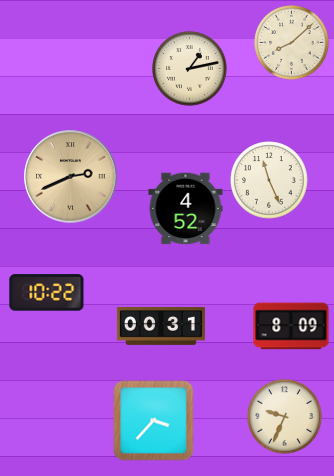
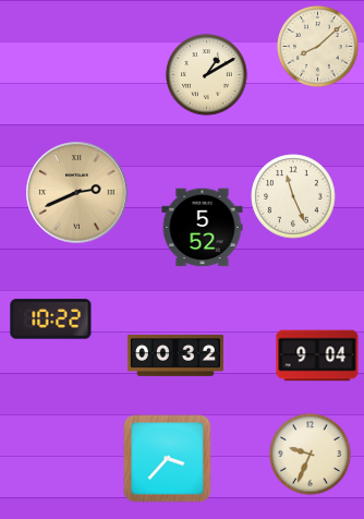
clock at (190, 69): 1:13 -> 1:10
clock at (186, 209): 4:52 -> 5:52
clock at (291, 326): 8:09 -> 9:04
clock at (161, 327): 00:31 -> 00:32
